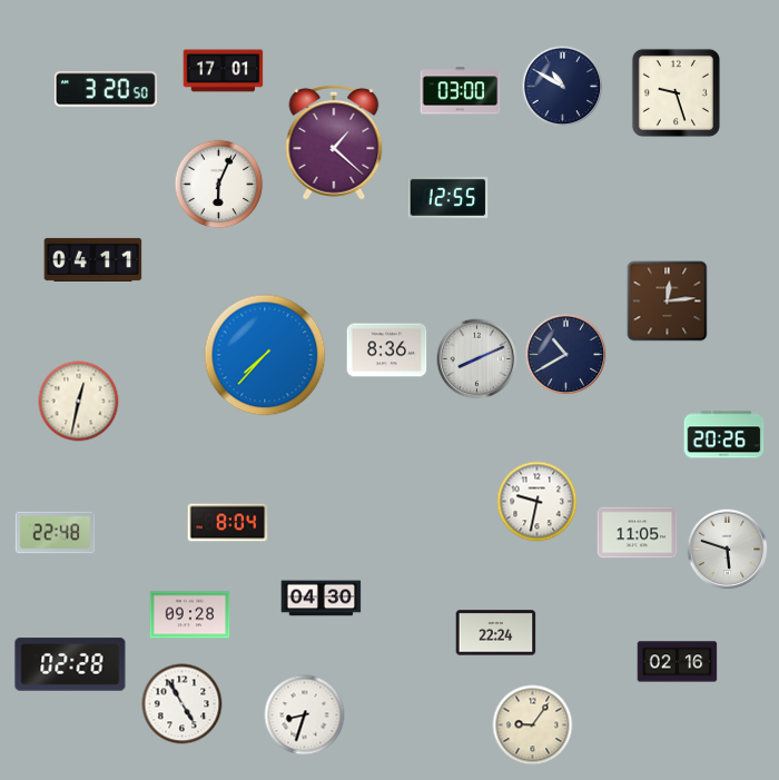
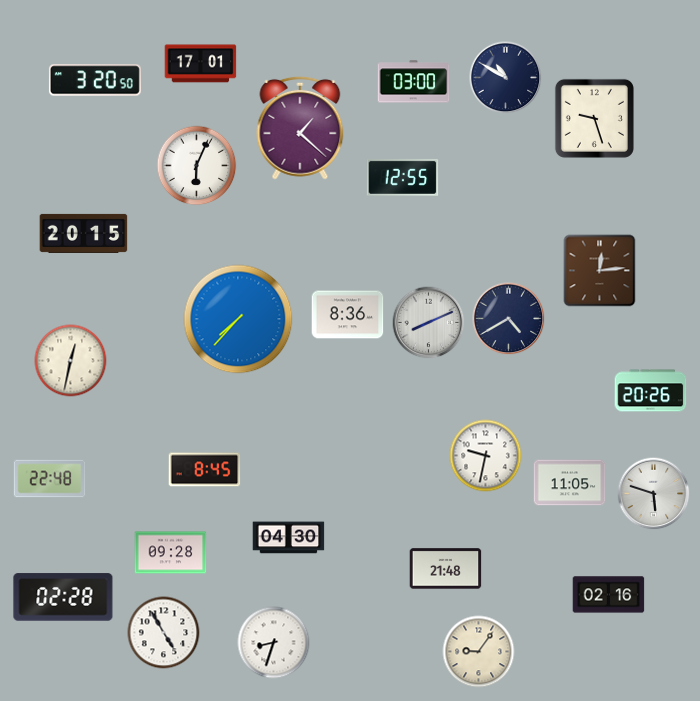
clock at (676, 92) position: (676, 92) -> (594, 118)
clock at (93, 259): 04:11 -> 20:15
clock at (566, 355): 10:40 -> 4:40
clock at (538, 502) position: (538, 502) -> (486, 456)
clock at (228, 523): 8:04 -> 8:45
clock at (638, 533) position: (638, 533) -> (570, 483)
clock at (496, 633): 22:24 -> 21:48
